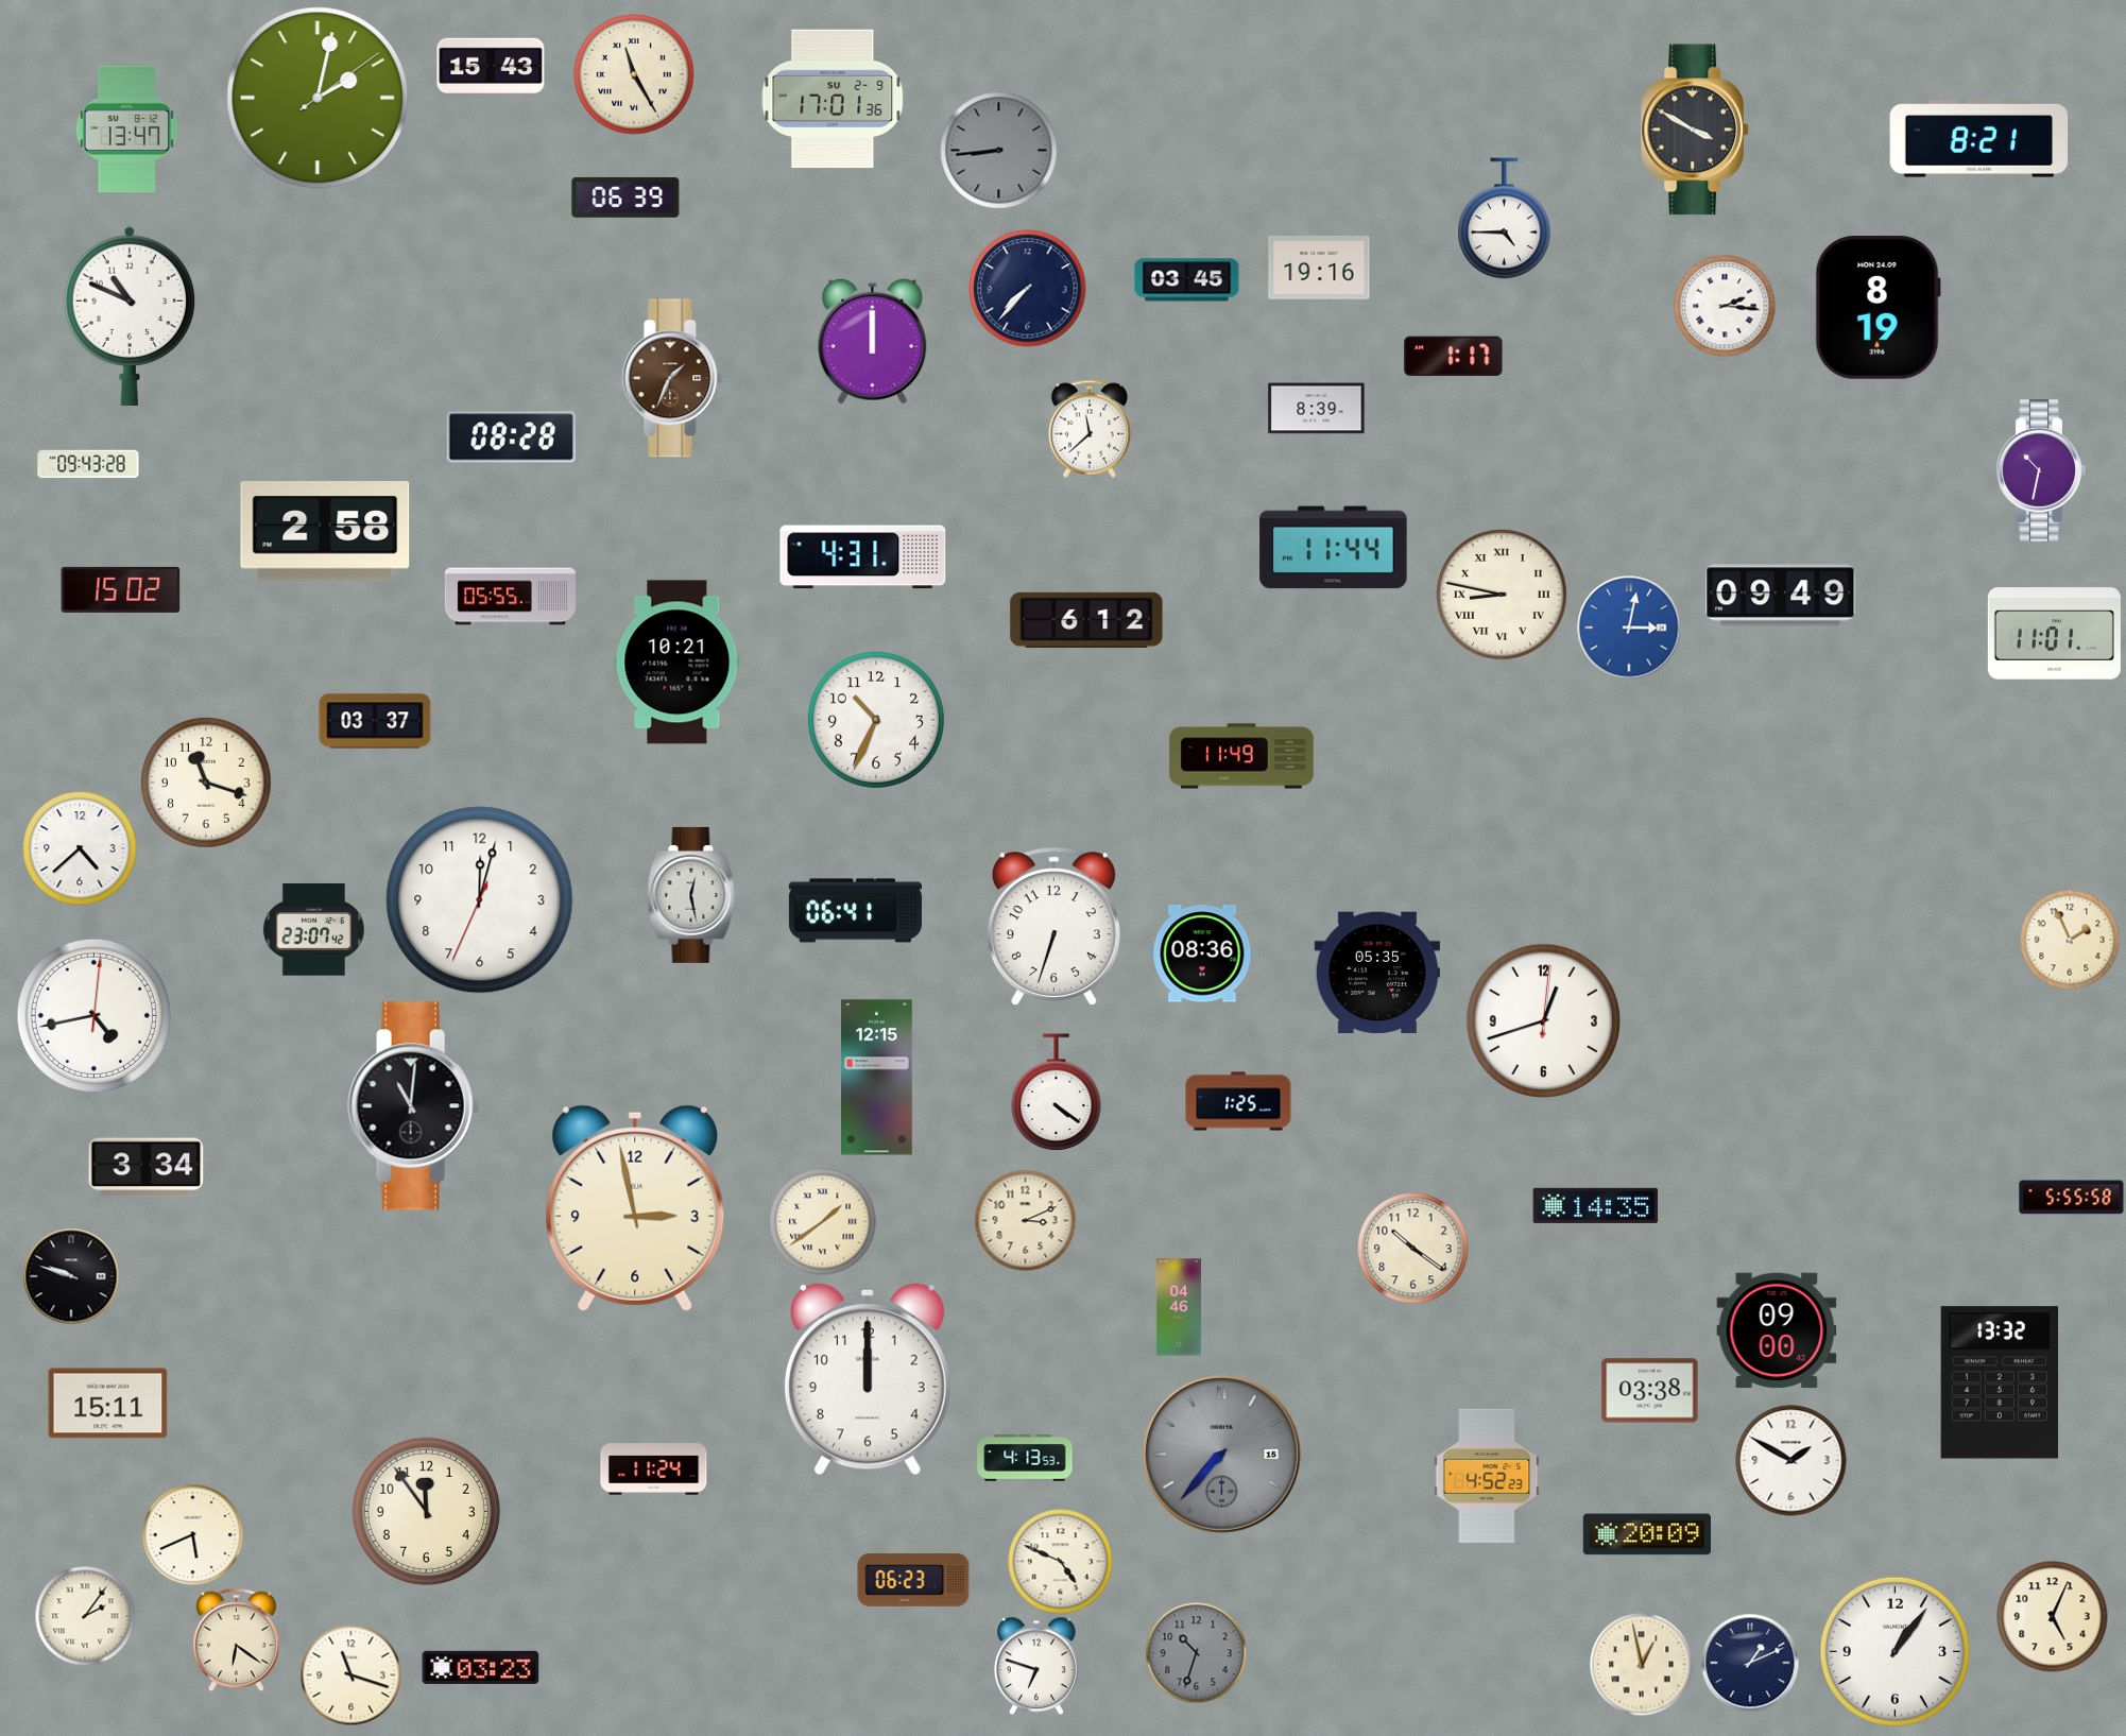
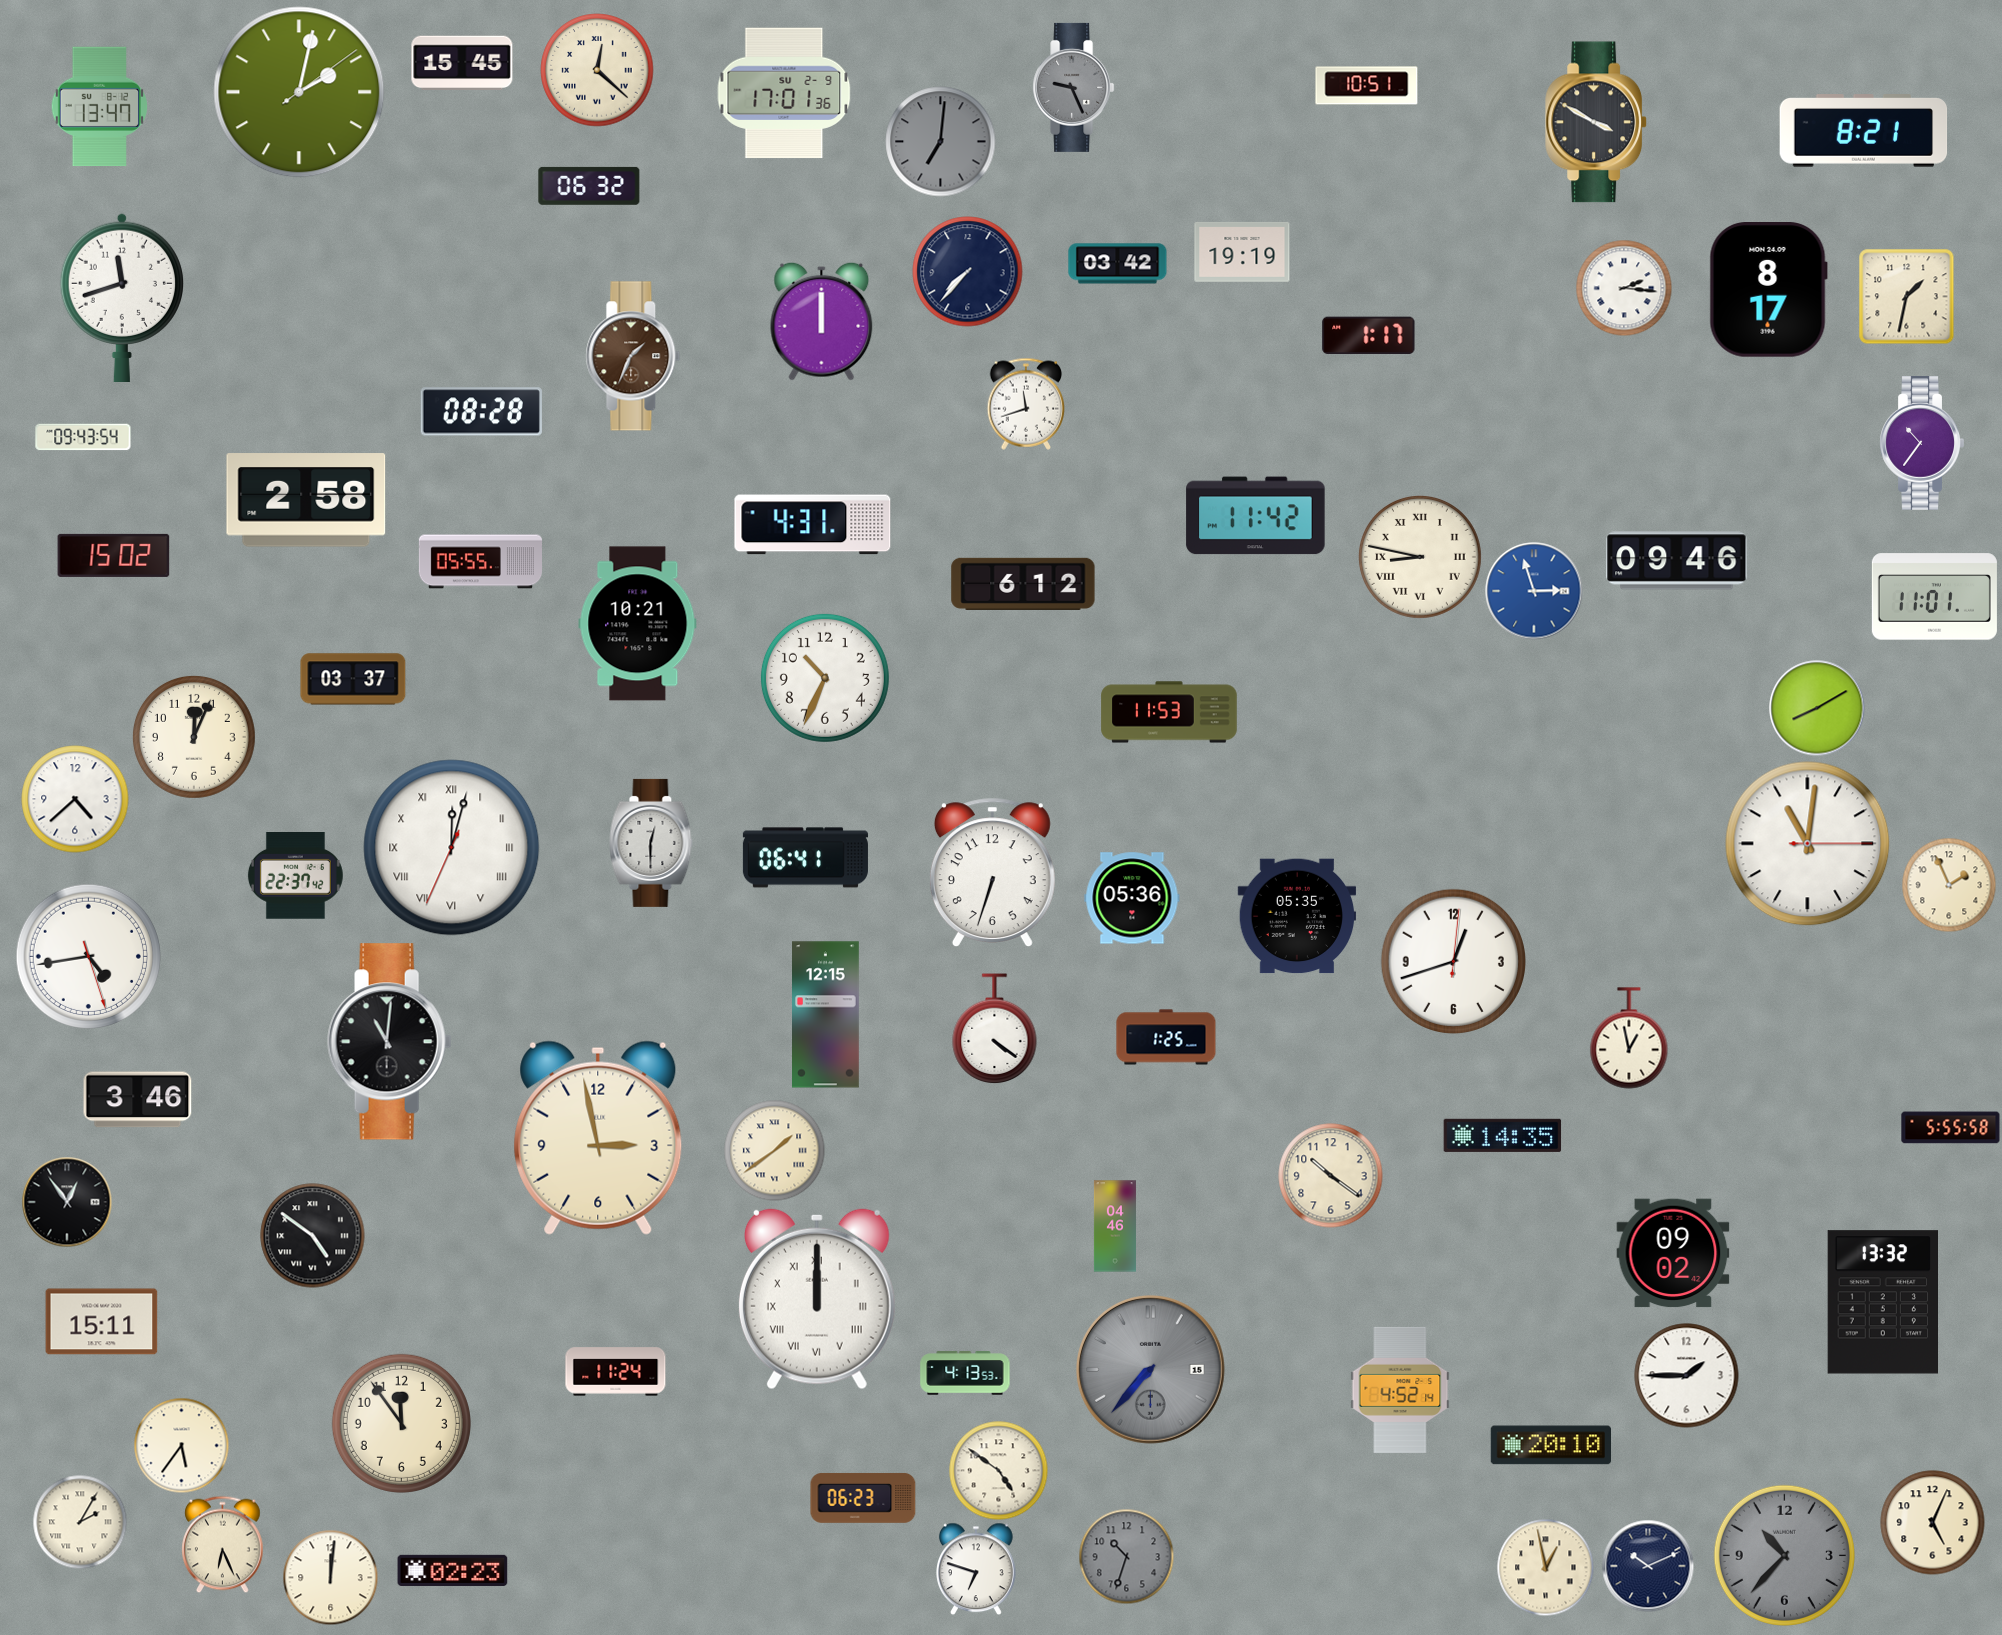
clock at (491, 67): 15:43 -> 15:45
clock at (634, 74): 11:25 -> 12:22
clock at (1367, 86): none -> 10:51
clock at (1074, 87): none -> 9:26
clock at (126, 130) position: (126, 130) -> (99, 107)
clock at (999, 151): 8:44 -> 7:01
clock at (625, 197): 06:39 -> 06:32
clock at (1505, 219): 4:45 -> none
clock at (1319, 268): 19:16 -> 19:19
clock at (1187, 280): 03:45 -> 03:42
clock at (1878, 308): 8:19 -> 8:17
clock at (1906, 296): none -> 1:32
clock at (130, 315): 10:49 -> 11:42
clock at (1317, 409): 8:39 -> none
clock at (1090, 429): 11:38 -> 11:42
clock at (88, 464): 09:43:28 -> 09:43:54
clock at (2041, 471): 10:32 -> 10:36
clock at (1334, 548): 11:44 -> 11:42
clock at (1502, 595) position: (1502, 595) -> (1420, 557)
clock at (1781, 596): 09:49 -> 09:46
clock at (1629, 628): 3:02 -> 2:57
clock at (1817, 708): none -> 8:10
clock at (1241, 756): 11:49 -> 11:53
clock at (206, 783): 11:18 -> 12:04
clock at (691, 895): 12:28 -> 12:30
clock at (1808, 844): none -> 11:01
clock at (480, 900) numerals: Arabic -> Roman
clock at (313, 930): 23:07 -> 22:37
clock at (1202, 953): 08:36 -> 05:36
clock at (93, 1015): 4:43:01 -> 4:43:27
clock at (1629, 1038): none -> 12:58
clock at (147, 1168): 3:34 -> 3:46
clock at (1025, 1220): 3:11 -> none
clock at (71, 1276): 9:48 -> 12:54
clock at (1179, 1307) position: (1179, 1307) -> (1115, 1226)
clock at (313, 1236): none -> 4:51
clock at (1777, 1330): 09:00 -> 09:02
clock at (868, 1379) numerals: Arabic -> Roman
clock at (1650, 1391): 03:38 -> none
clock at (1791, 1461): 1:50 -> 1:45
clock at (654, 1469) position: (654, 1469) -> (616, 1372)
clock at (1487, 1476): 4:52:23 -> 4:52:14
clock at (192, 1534): 5:41 -> 5:36
clock at (1646, 1534): 20:09 -> 20:10
clock at (1061, 1562): 4:49 -> 4:51
clock at (913, 1580) position: (913, 1580) -> (863, 1498)
clock at (85, 1616): 2:06 -> 2:05
clock at (237, 1639): 6:21 -> 6:26
clock at (1894, 1651): 1:06 -> 10:37
clock at (1894, 1651) dial: white -> grey
clock at (1750, 1663): 1:11 -> 10:11
clock at (481, 1667): 03:23 -> 02:23
clock at (350, 1674): 11:18 -> 12:01
